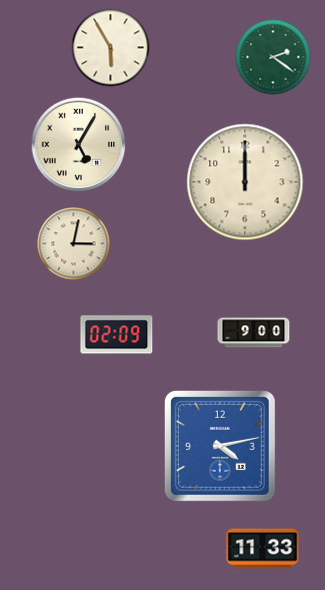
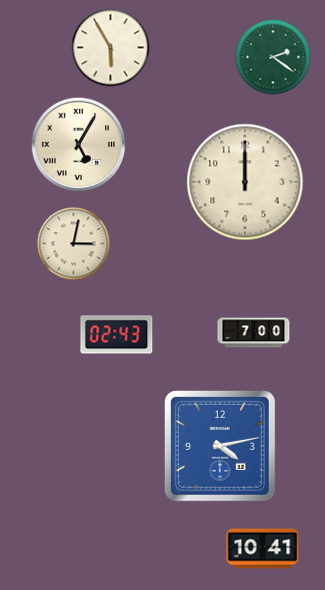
clock at (254, 333): 9:00 -> 7:00
clock at (117, 335): 02:09 -> 02:43
clock at (263, 549): 11:33 -> 10:41
